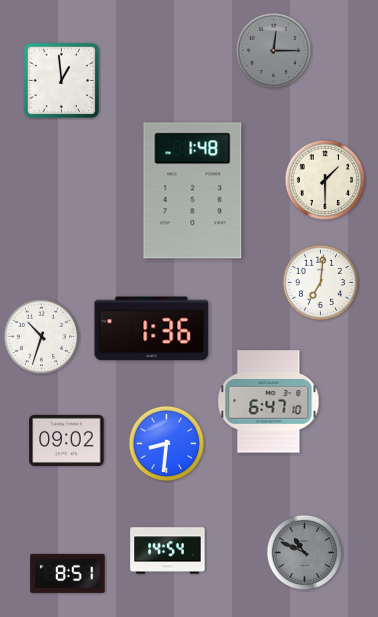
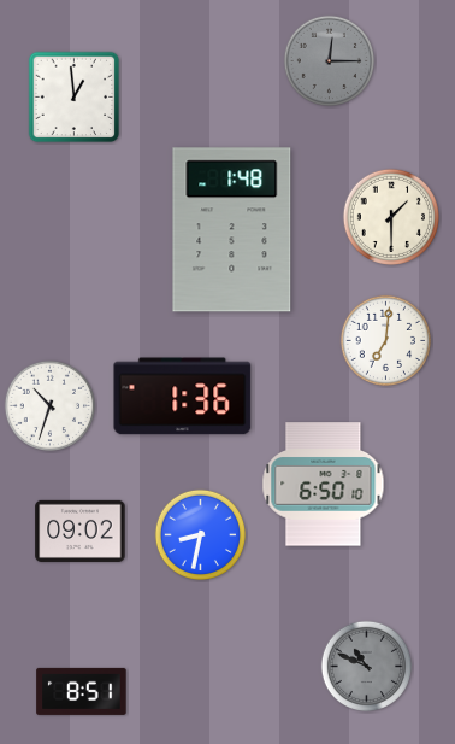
clock at (269, 402): 6:47 -> 6:50
clock at (167, 444): 8:31 -> 8:32
clock at (168, 551): 14:54 -> none
